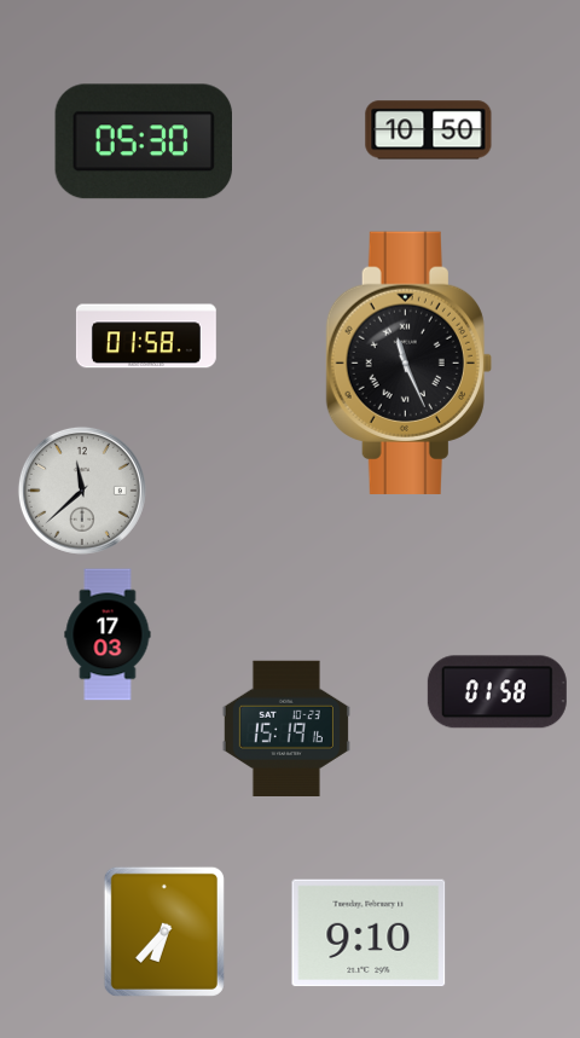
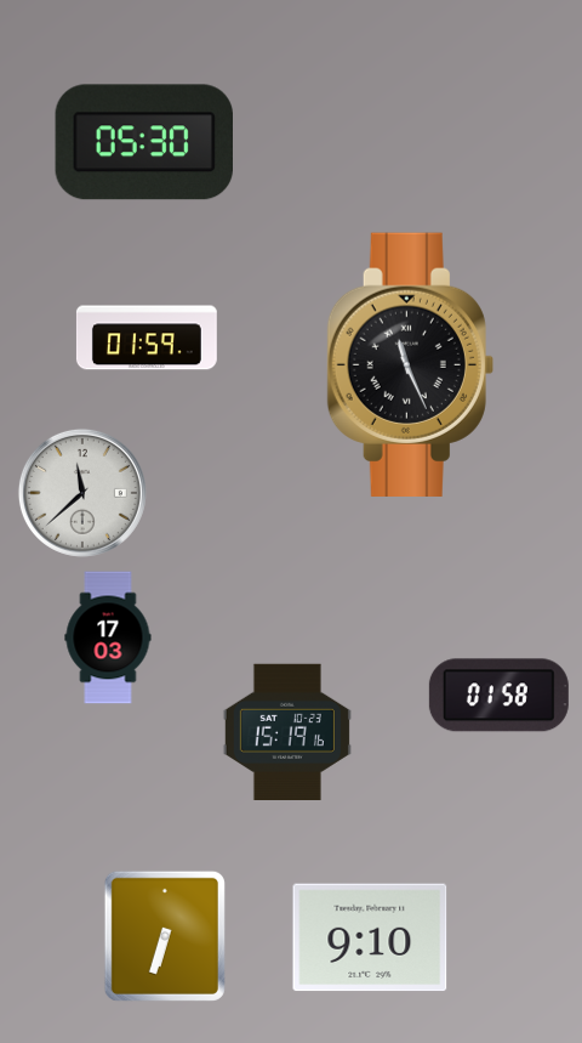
clock at (429, 131): 10:50 -> none
clock at (146, 336): 01:58 -> 01:59
clock at (164, 932): 6:37 -> 6:33
